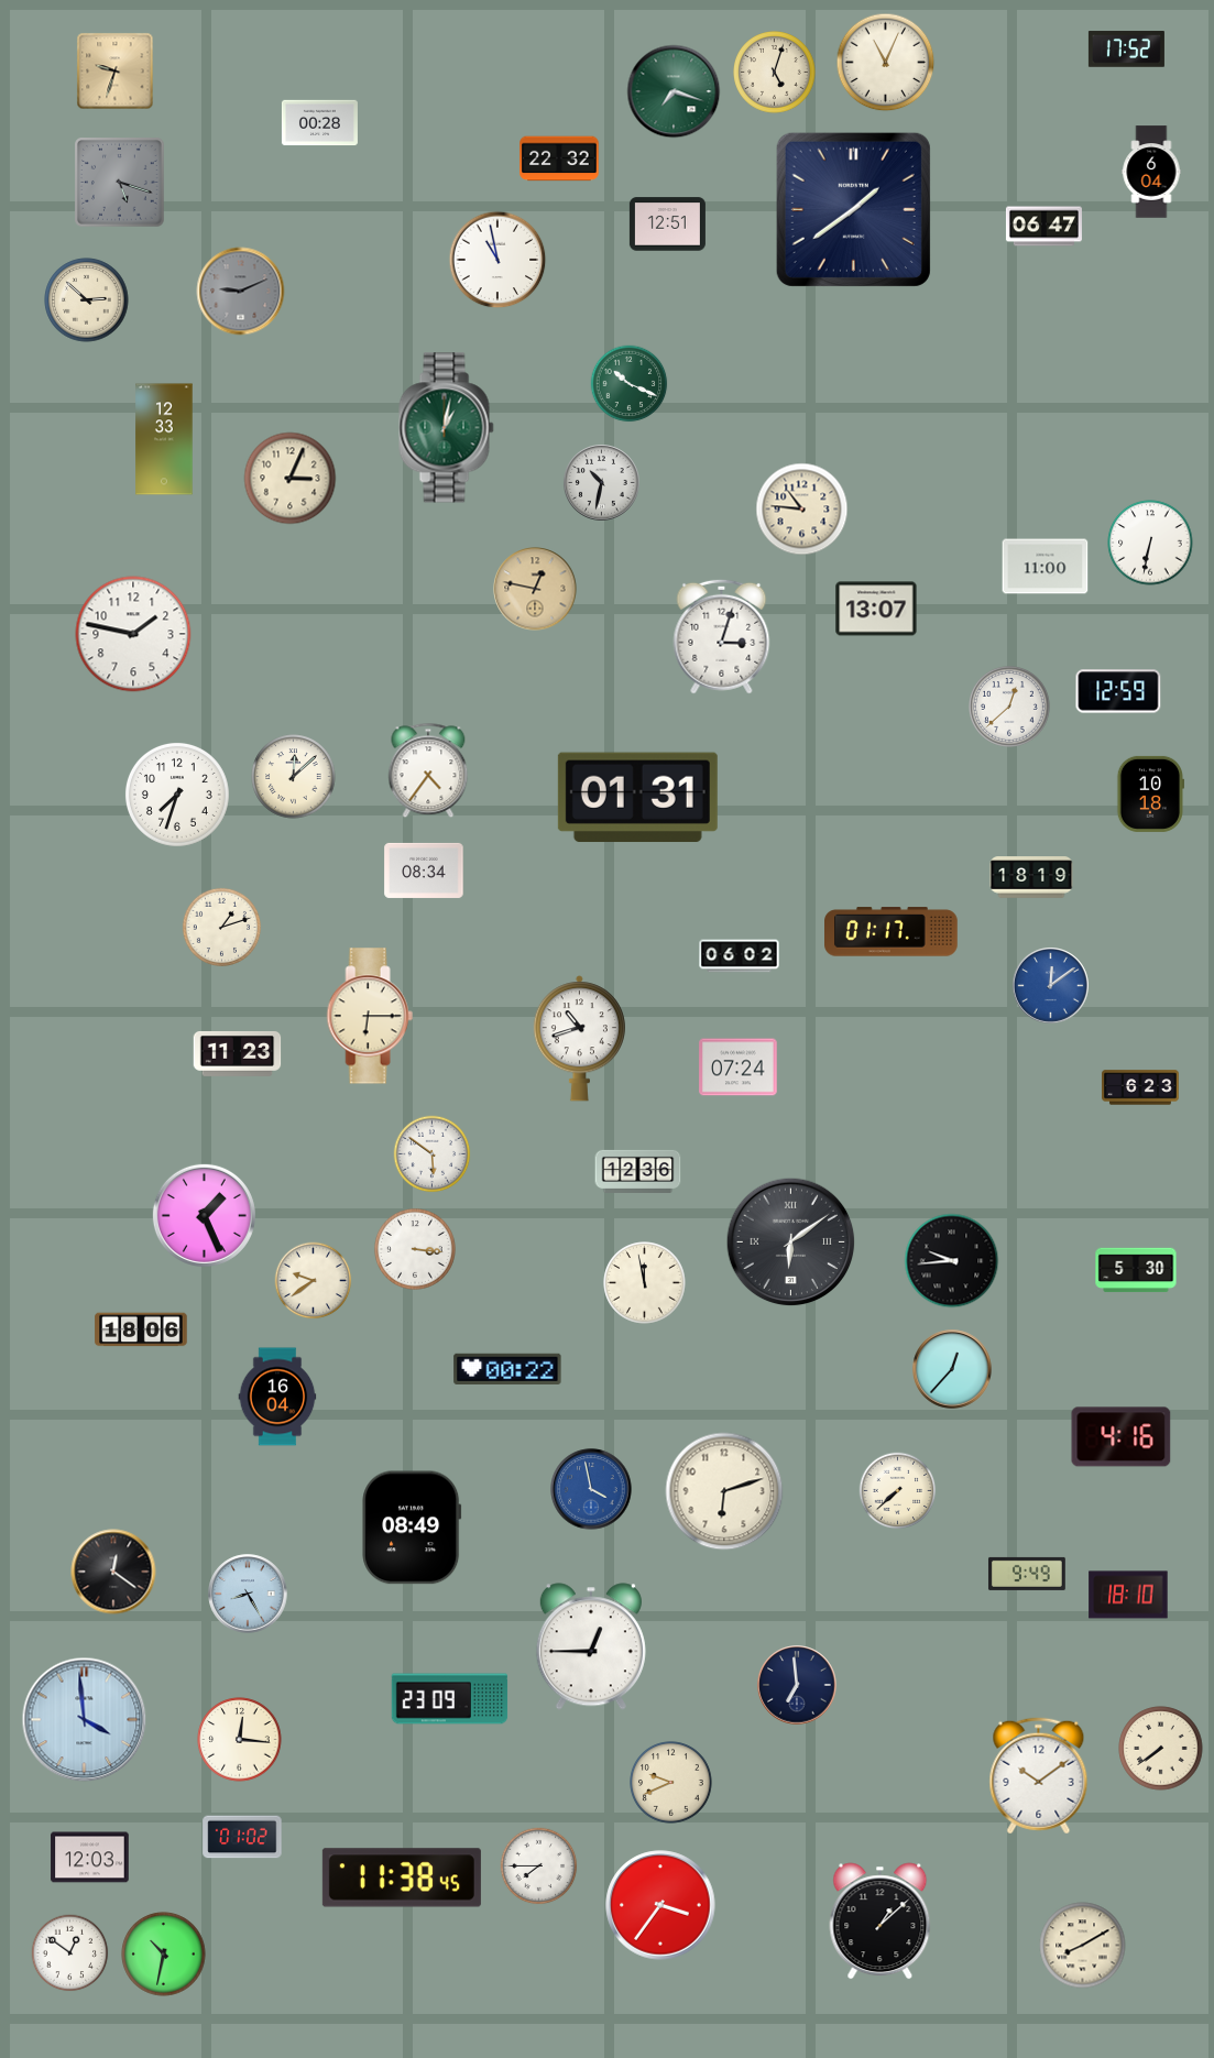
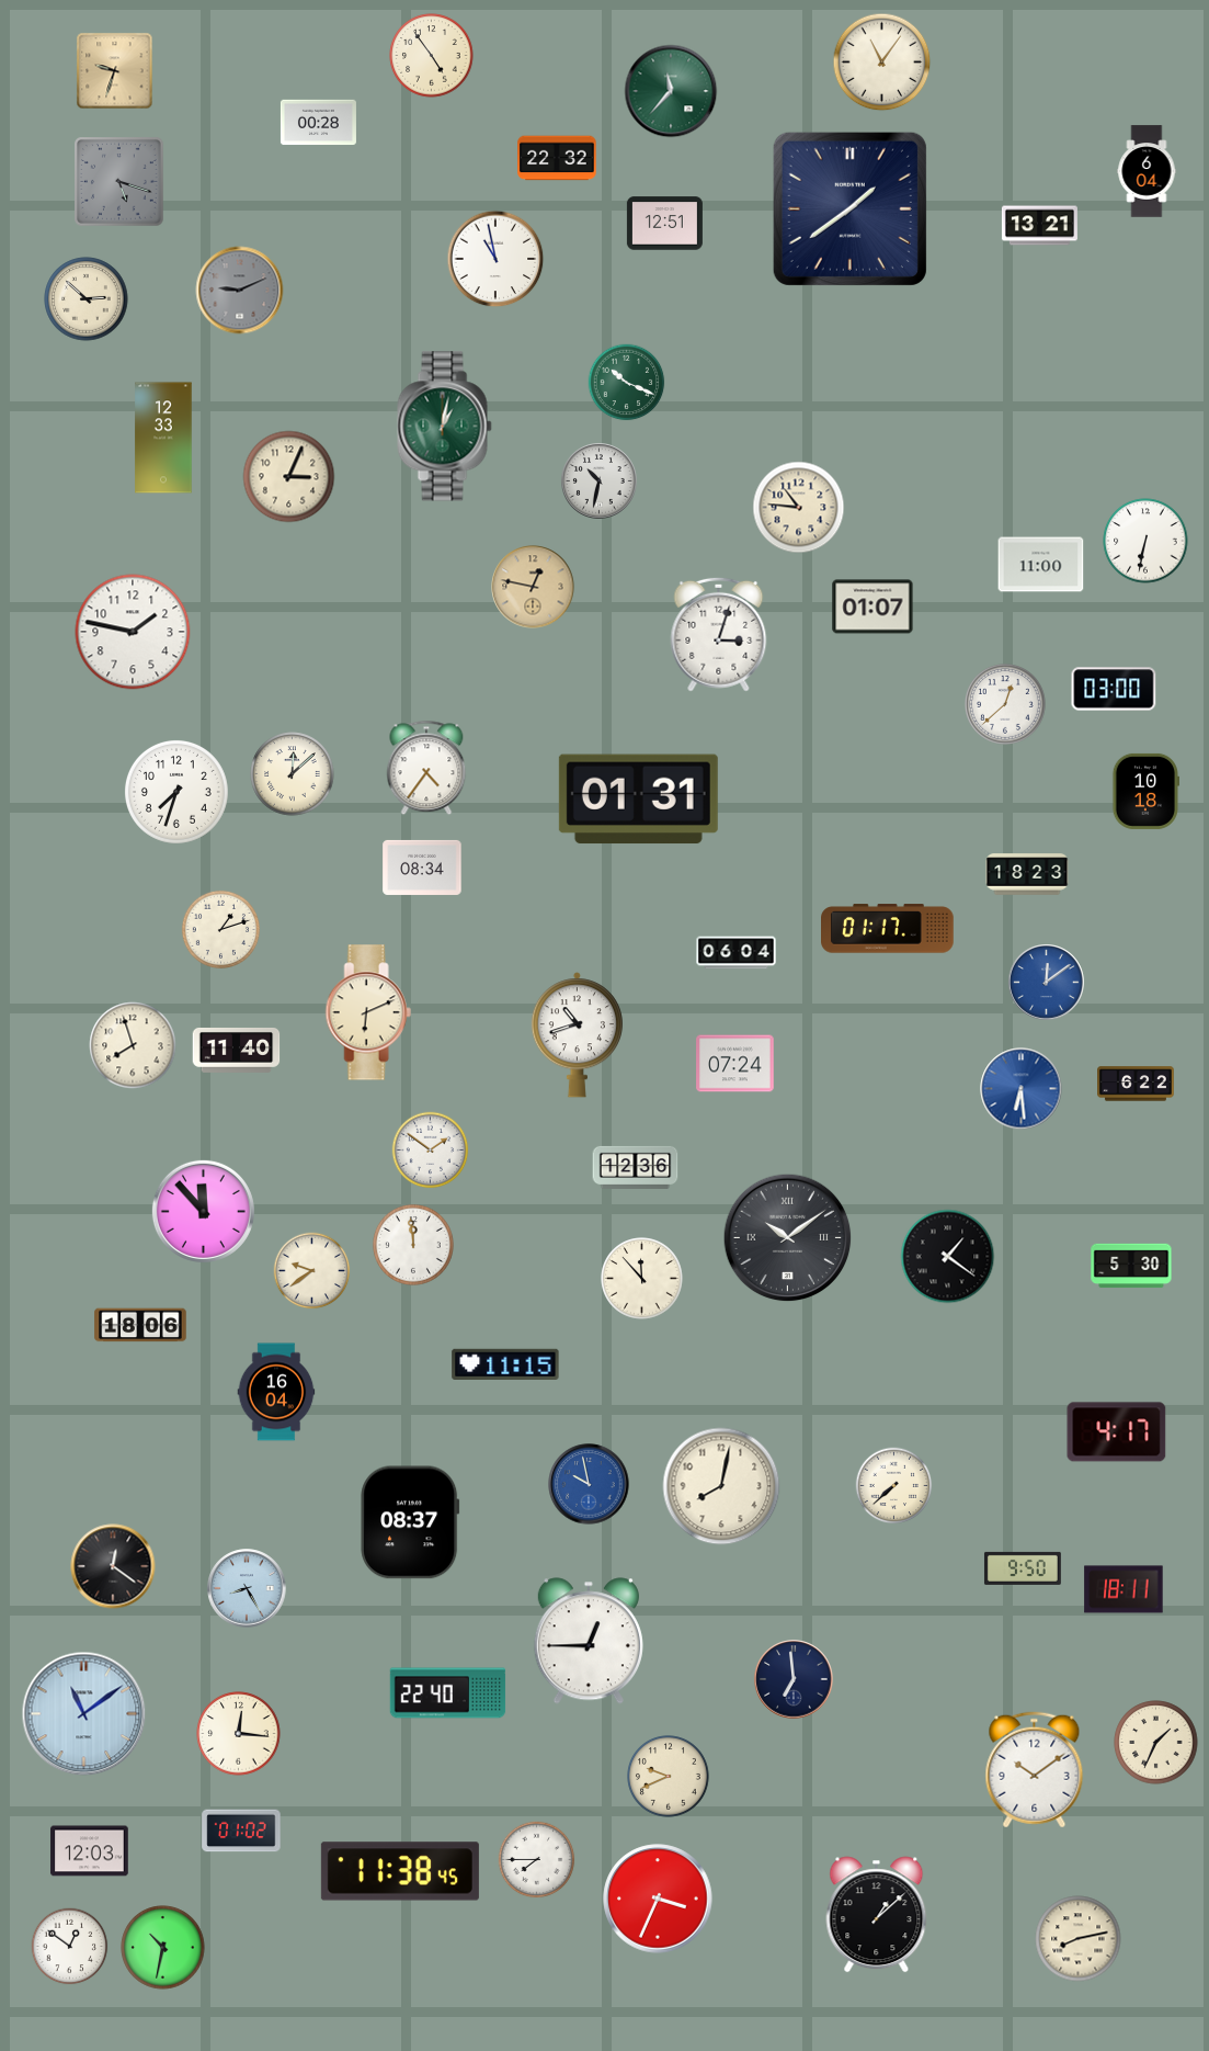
clock at (1126, 50): 17:52 -> none
clock at (432, 56): none -> 4:54
clock at (886, 63): 11:04 -> 11:06
clock at (775, 73): 5:03 -> none
clock at (674, 91): 7:18 -> 11:37
clock at (1043, 227): 06:47 -> 13:21
clock at (876, 609): 13:07 -> 01:07
clock at (1118, 691): 12:59 -> 03:00
clock at (637, 798) position: (637, 798) -> (638, 800)
clock at (1031, 877): 18:19 -> 18:23
clock at (221, 927) position: (221, 927) -> (220, 929)
clock at (740, 956): 06:02 -> 06:04
clock at (370, 1016): 6:15 -> 6:11
clock at (133, 1045): none -> 7:57
clock at (238, 1053): 11:23 -> 11:40
clock at (1141, 1087): 6:23 -> 6:22
clock at (1022, 1089): none -> 6:29
clock at (433, 1154): 5:51 -> 1:51
clock at (204, 1215): 1:26 -> 11:53
clock at (791, 1243): 6:09 -> 10:09
clock at (415, 1249): 3:16 -> 11:59
clock at (952, 1261): 9:44 -> 1:21
clock at (314, 1281) position: (314, 1281) -> (312, 1271)
clock at (645, 1283): 11:58 -> 11:53
clock at (507, 1369): 00:22 -> 11:15
clock at (952, 1369): 12:37 -> none
clock at (1122, 1437): 4:16 -> 4:17
clock at (591, 1489): 3:58 -> 9:58
clock at (724, 1491): 6:12 -> 8:02
clock at (412, 1528): 08:49 -> 08:37
clock at (1027, 1574): 9:49 -> 9:50
clock at (1128, 1595): 18:10 -> 18:11
clock at (450, 1699): 23:09 -> 22:40
clock at (85, 1720): 3:59 -> 11:09
clock at (1161, 1749): 7:39 -> 1:34
clock at (660, 1905): 3:36 -> 3:34
clock at (1083, 1946): 8:10 -> 8:13
